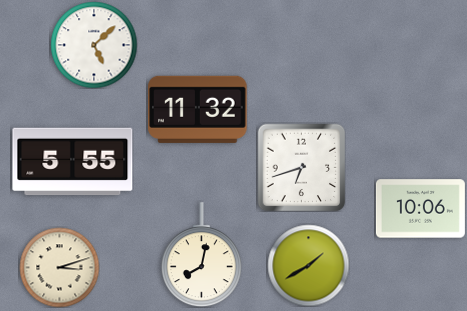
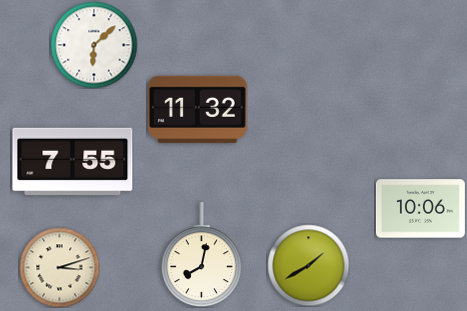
clock at (94, 45): 5:08 -> 6:08
clock at (73, 162): 5:55 -> 7:55
clock at (301, 167): 6:42 -> none
